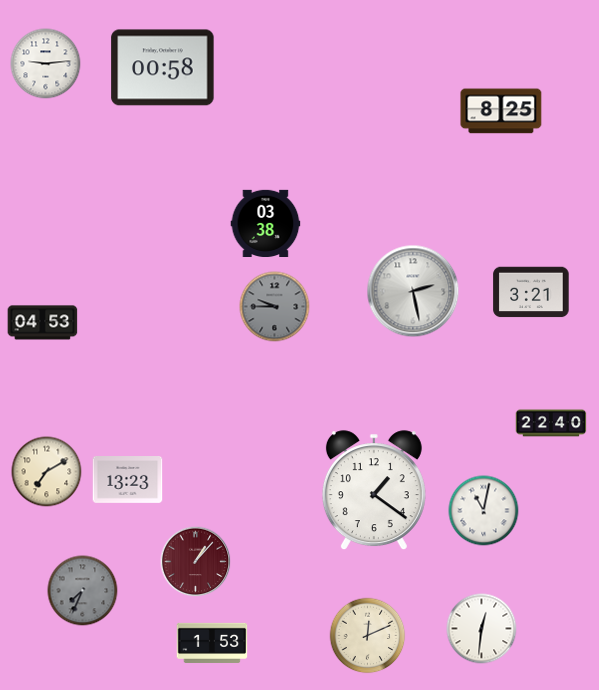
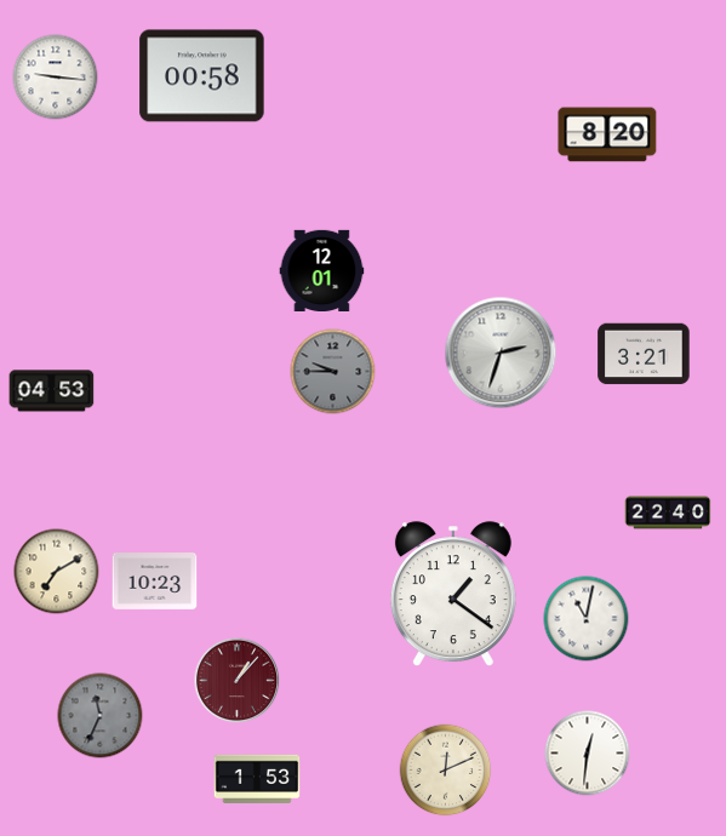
clock at (46, 64): 9:14 -> 9:16
clock at (163, 68) position: (163, 68) -> (202, 76)
clock at (501, 111): 8:25 -> 8:20
clock at (266, 223): 03:38 -> 12:01
clock at (413, 291): 2:28 -> 2:33
clock at (128, 480): 13:23 -> 10:23
clock at (83, 591): 7:34 -> 11:34
clock at (482, 629) position: (482, 629) -> (588, 754)
